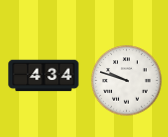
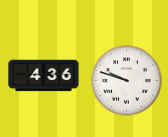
clock at (44, 76): 4:34 -> 4:36
